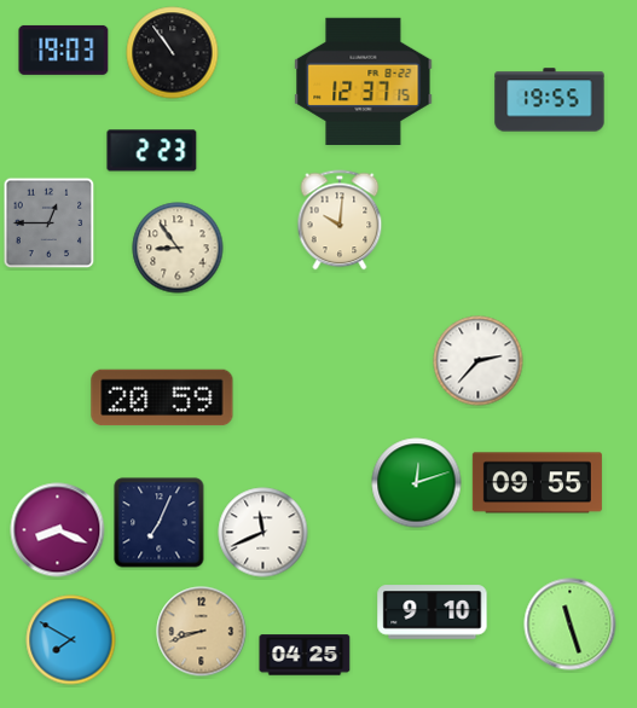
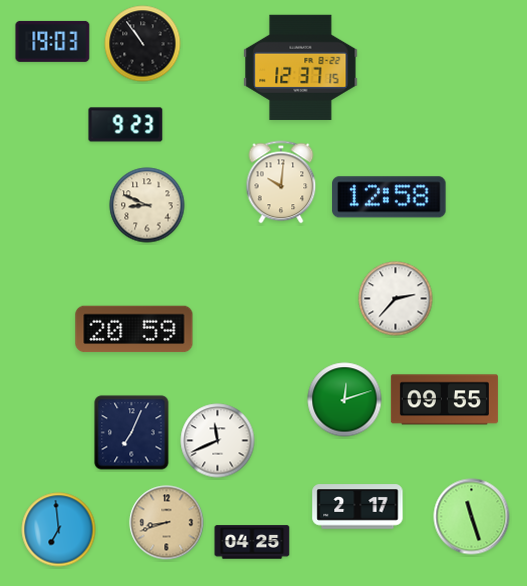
clock at (550, 100): 19:55 -> none
clock at (152, 151): 2:23 -> 9:23
clock at (50, 224): 12:45 -> none
clock at (389, 197): none -> 12:58
clock at (178, 248): 8:54 -> 8:49
clock at (58, 530): 8:19 -> none
clock at (433, 613): 9:10 -> 2:17
clock at (71, 640): 7:50 -> 6:59
